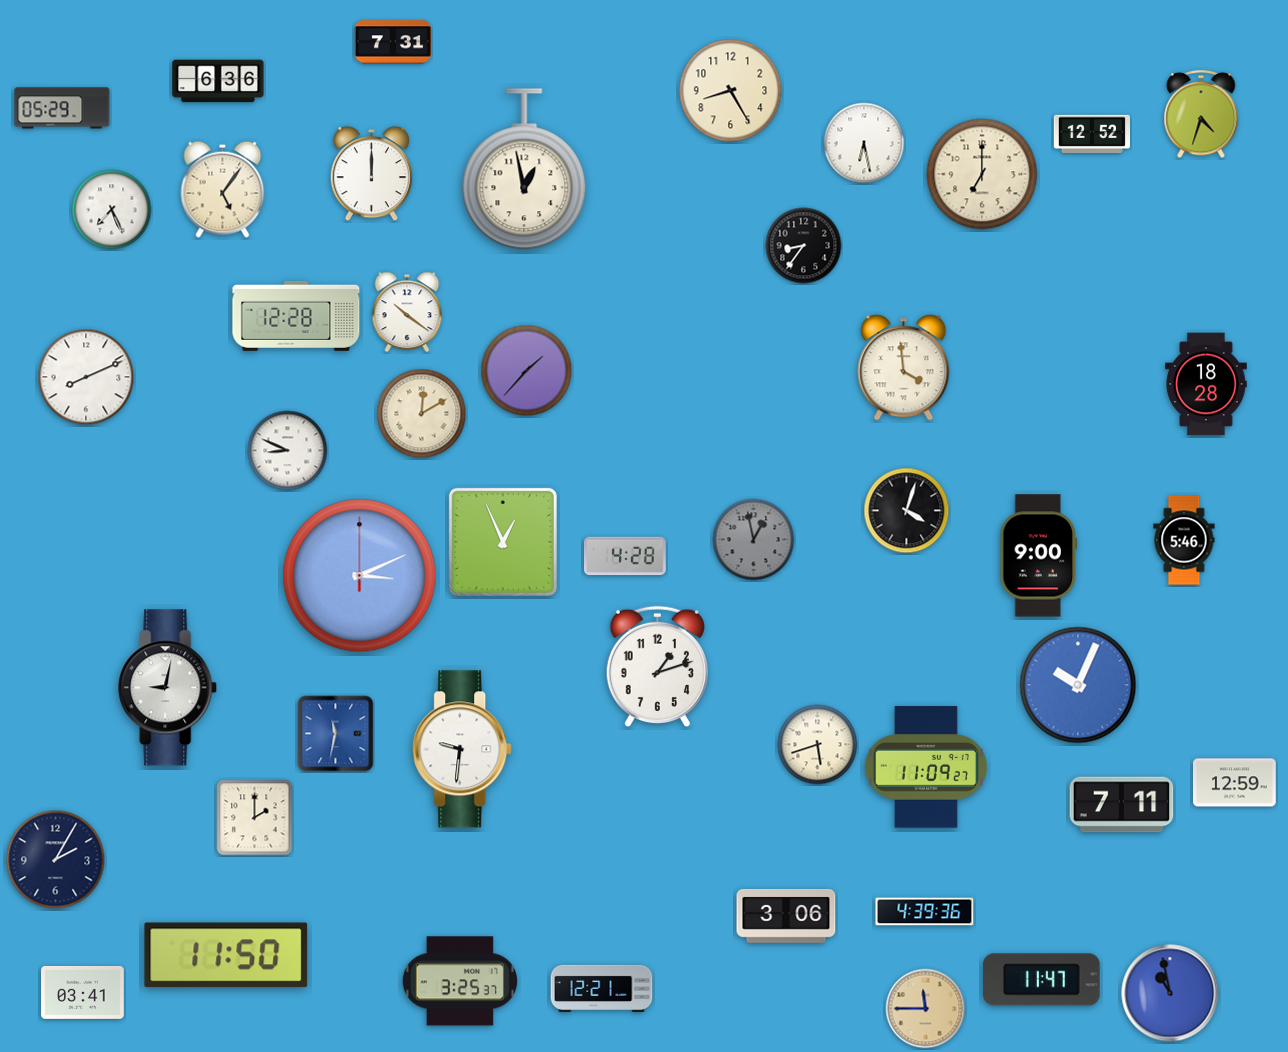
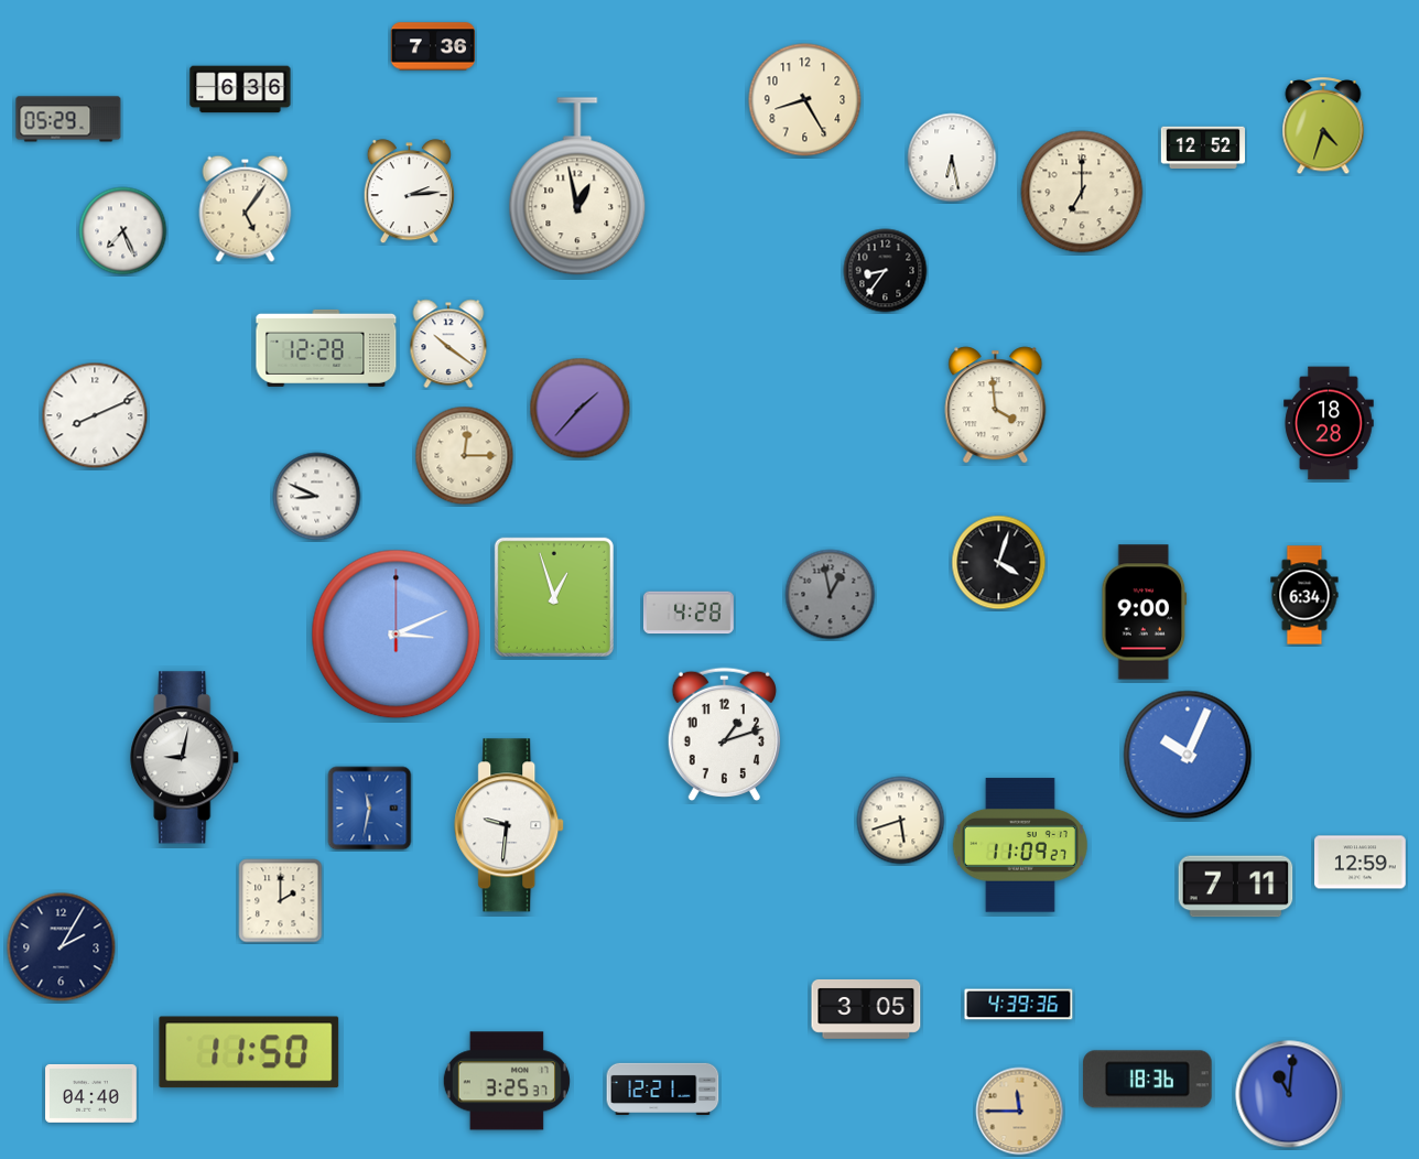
clock at (393, 42): 7:31 -> 7:36
clock at (371, 174): 12:00 -> 2:14
clock at (422, 414): 12:10 -> 12:15
clock at (1184, 540): 5:46 -> 6:34
clock at (503, 542): 12:56 -> 12:57
clock at (786, 916): 3:06 -> 3:05
clock at (1042, 980): 11:47 -> 18:36
clock at (83, 992): 03:41 -> 04:40
clock at (1170, 993): 10:58 -> 11:01
